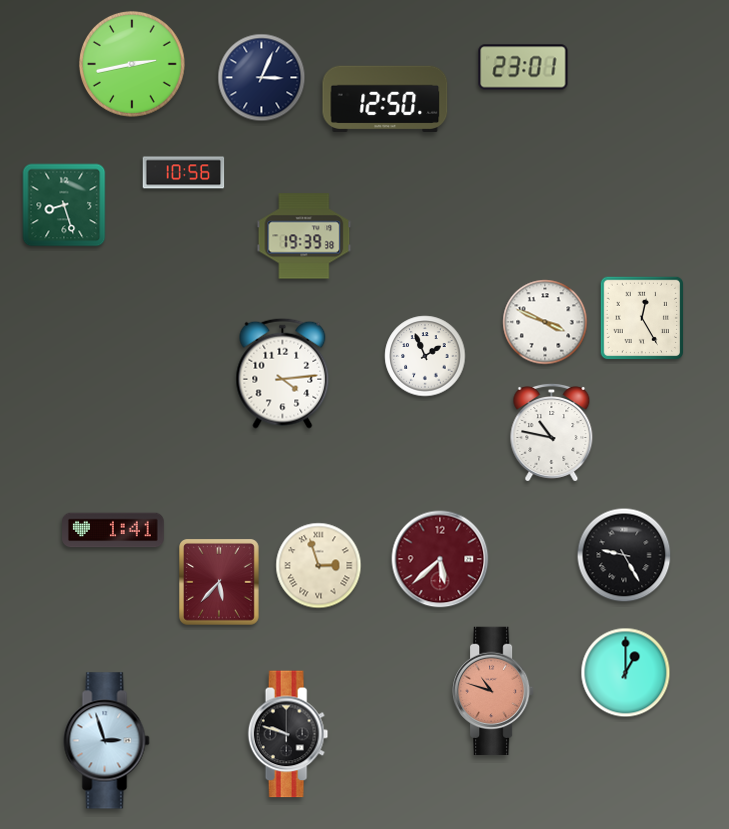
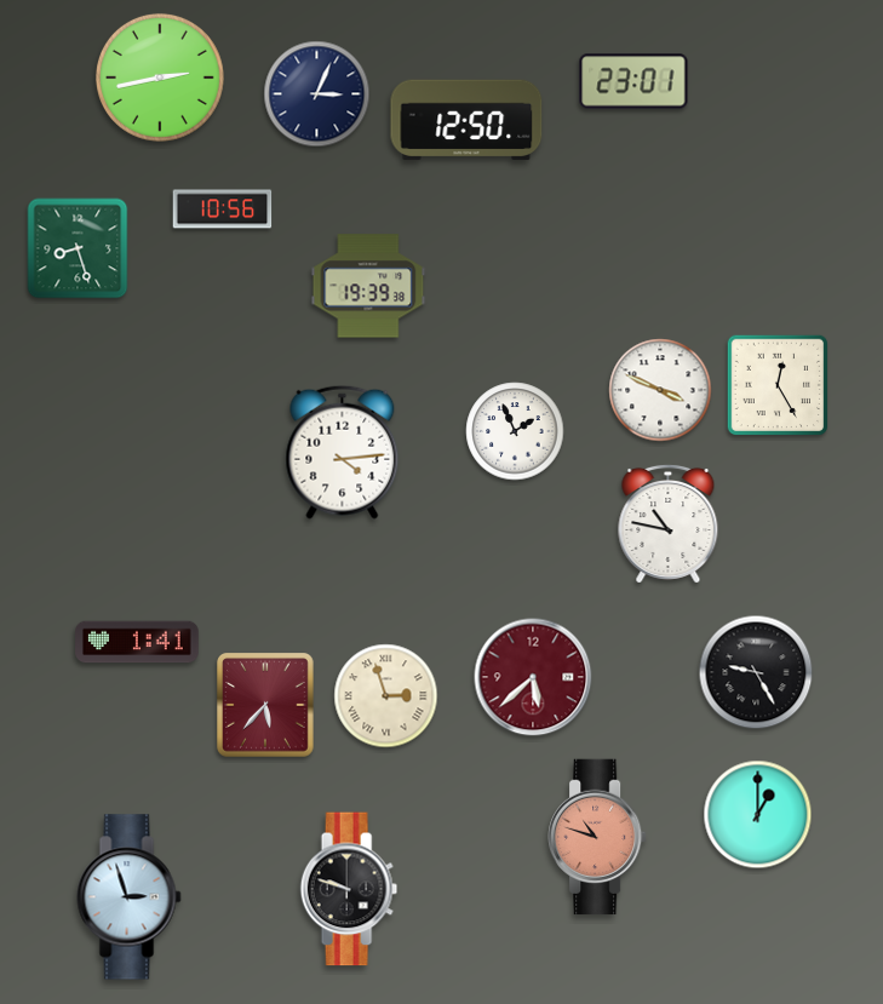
clock at (319, 566) position: (319, 566) -> (386, 696)
